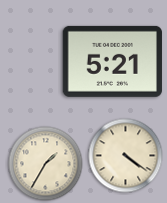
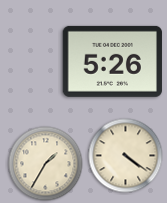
clock at (112, 61): 5:21 -> 5:26
